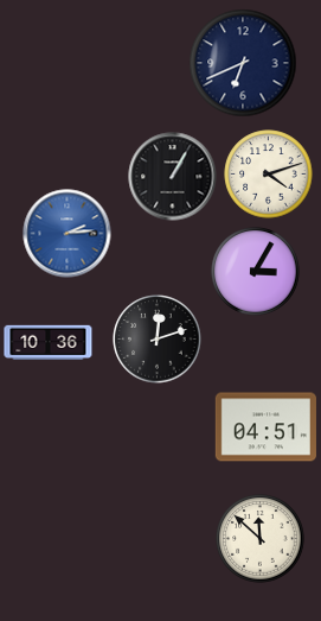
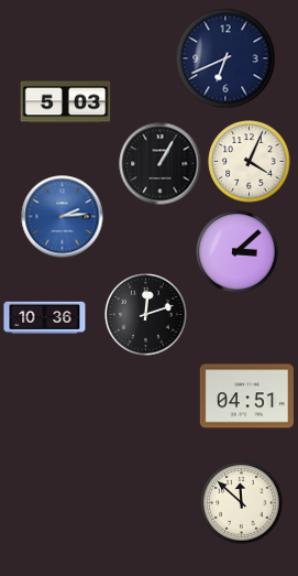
clock at (66, 102): none -> 5:03
clock at (269, 175): 4:12 -> 4:04
clock at (256, 272): 3:05 -> 3:08
clock at (261, 539) position: (261, 539) -> (242, 503)
